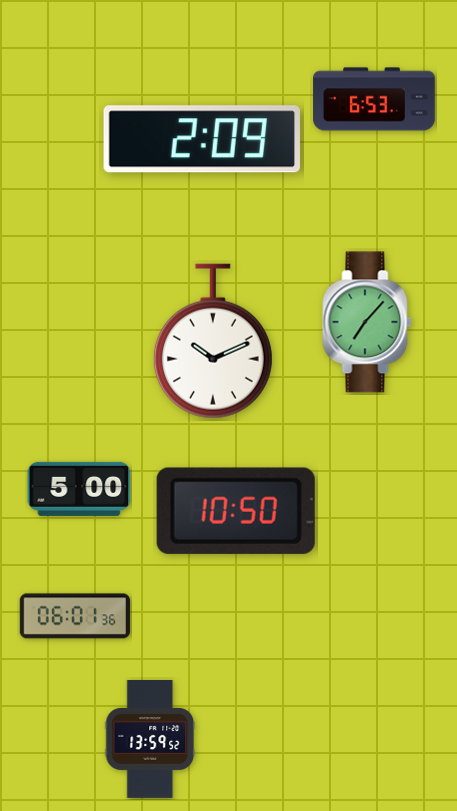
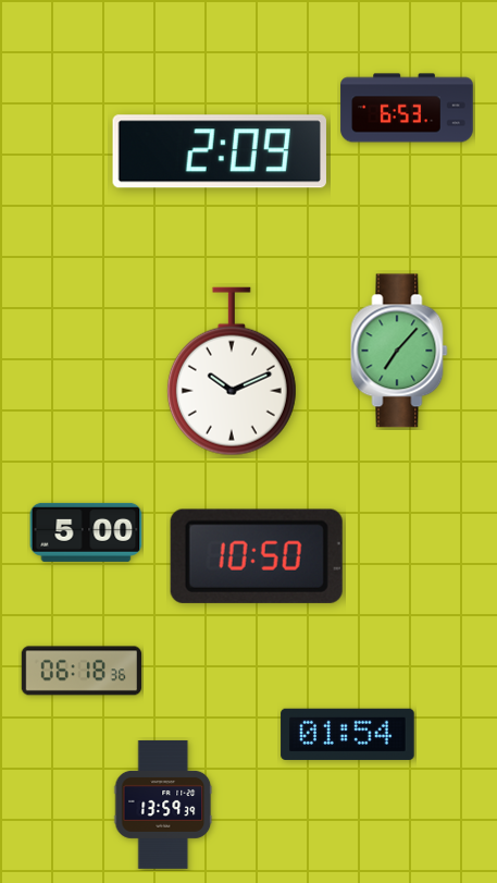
clock at (75, 616): 06:01 -> 06:18
clock at (348, 734): none -> 01:54
clock at (150, 739): 13:59:52 -> 13:59:39
